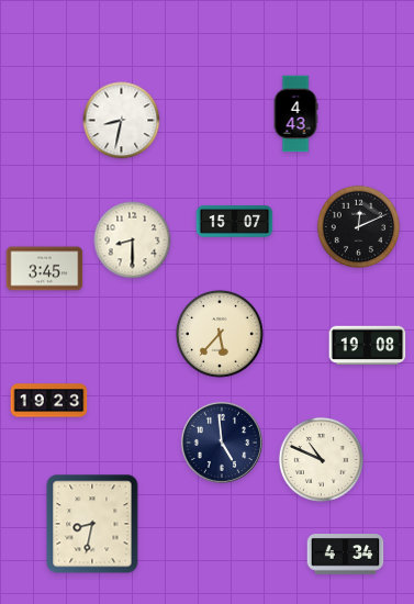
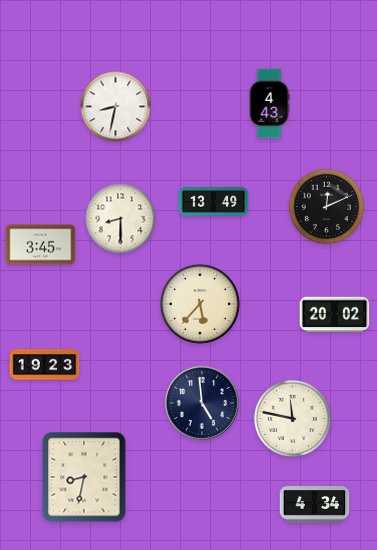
clock at (122, 121) position: (122, 121) -> (116, 107)
clock at (235, 222): 15:07 -> 13:49
clock at (368, 346): 19:08 -> 20:02
clock at (321, 459): 10:49 -> 11:47
